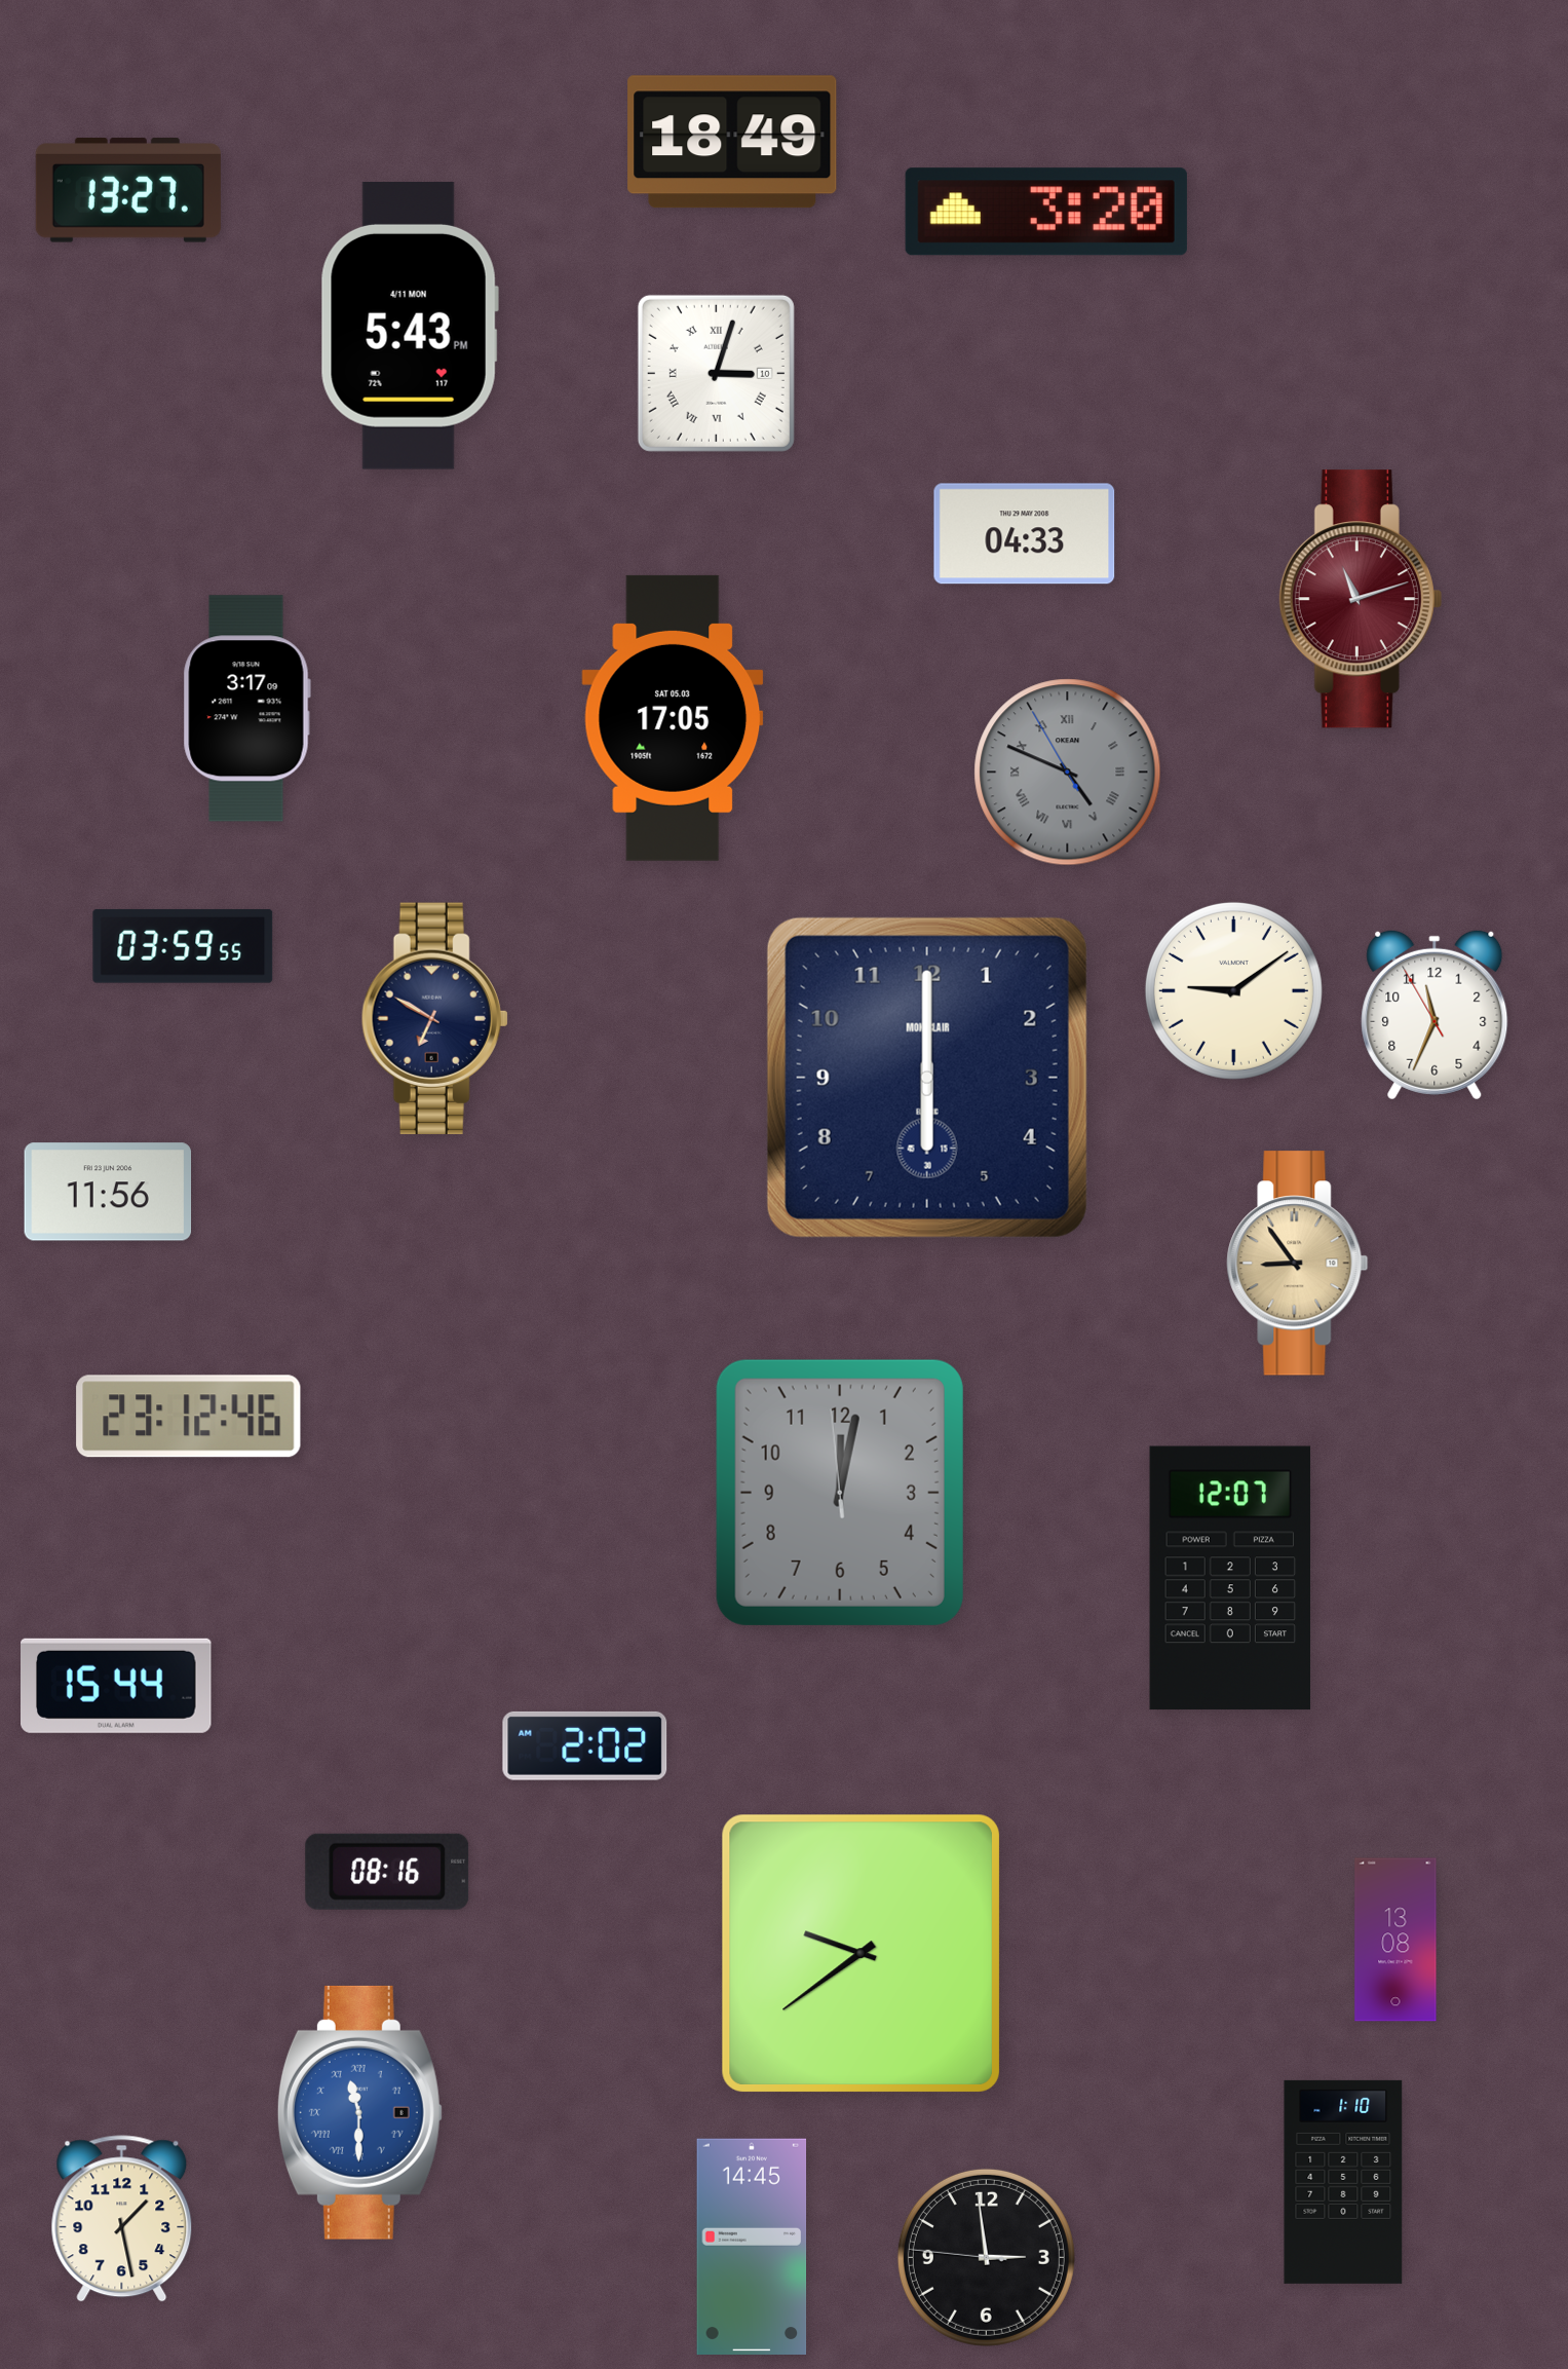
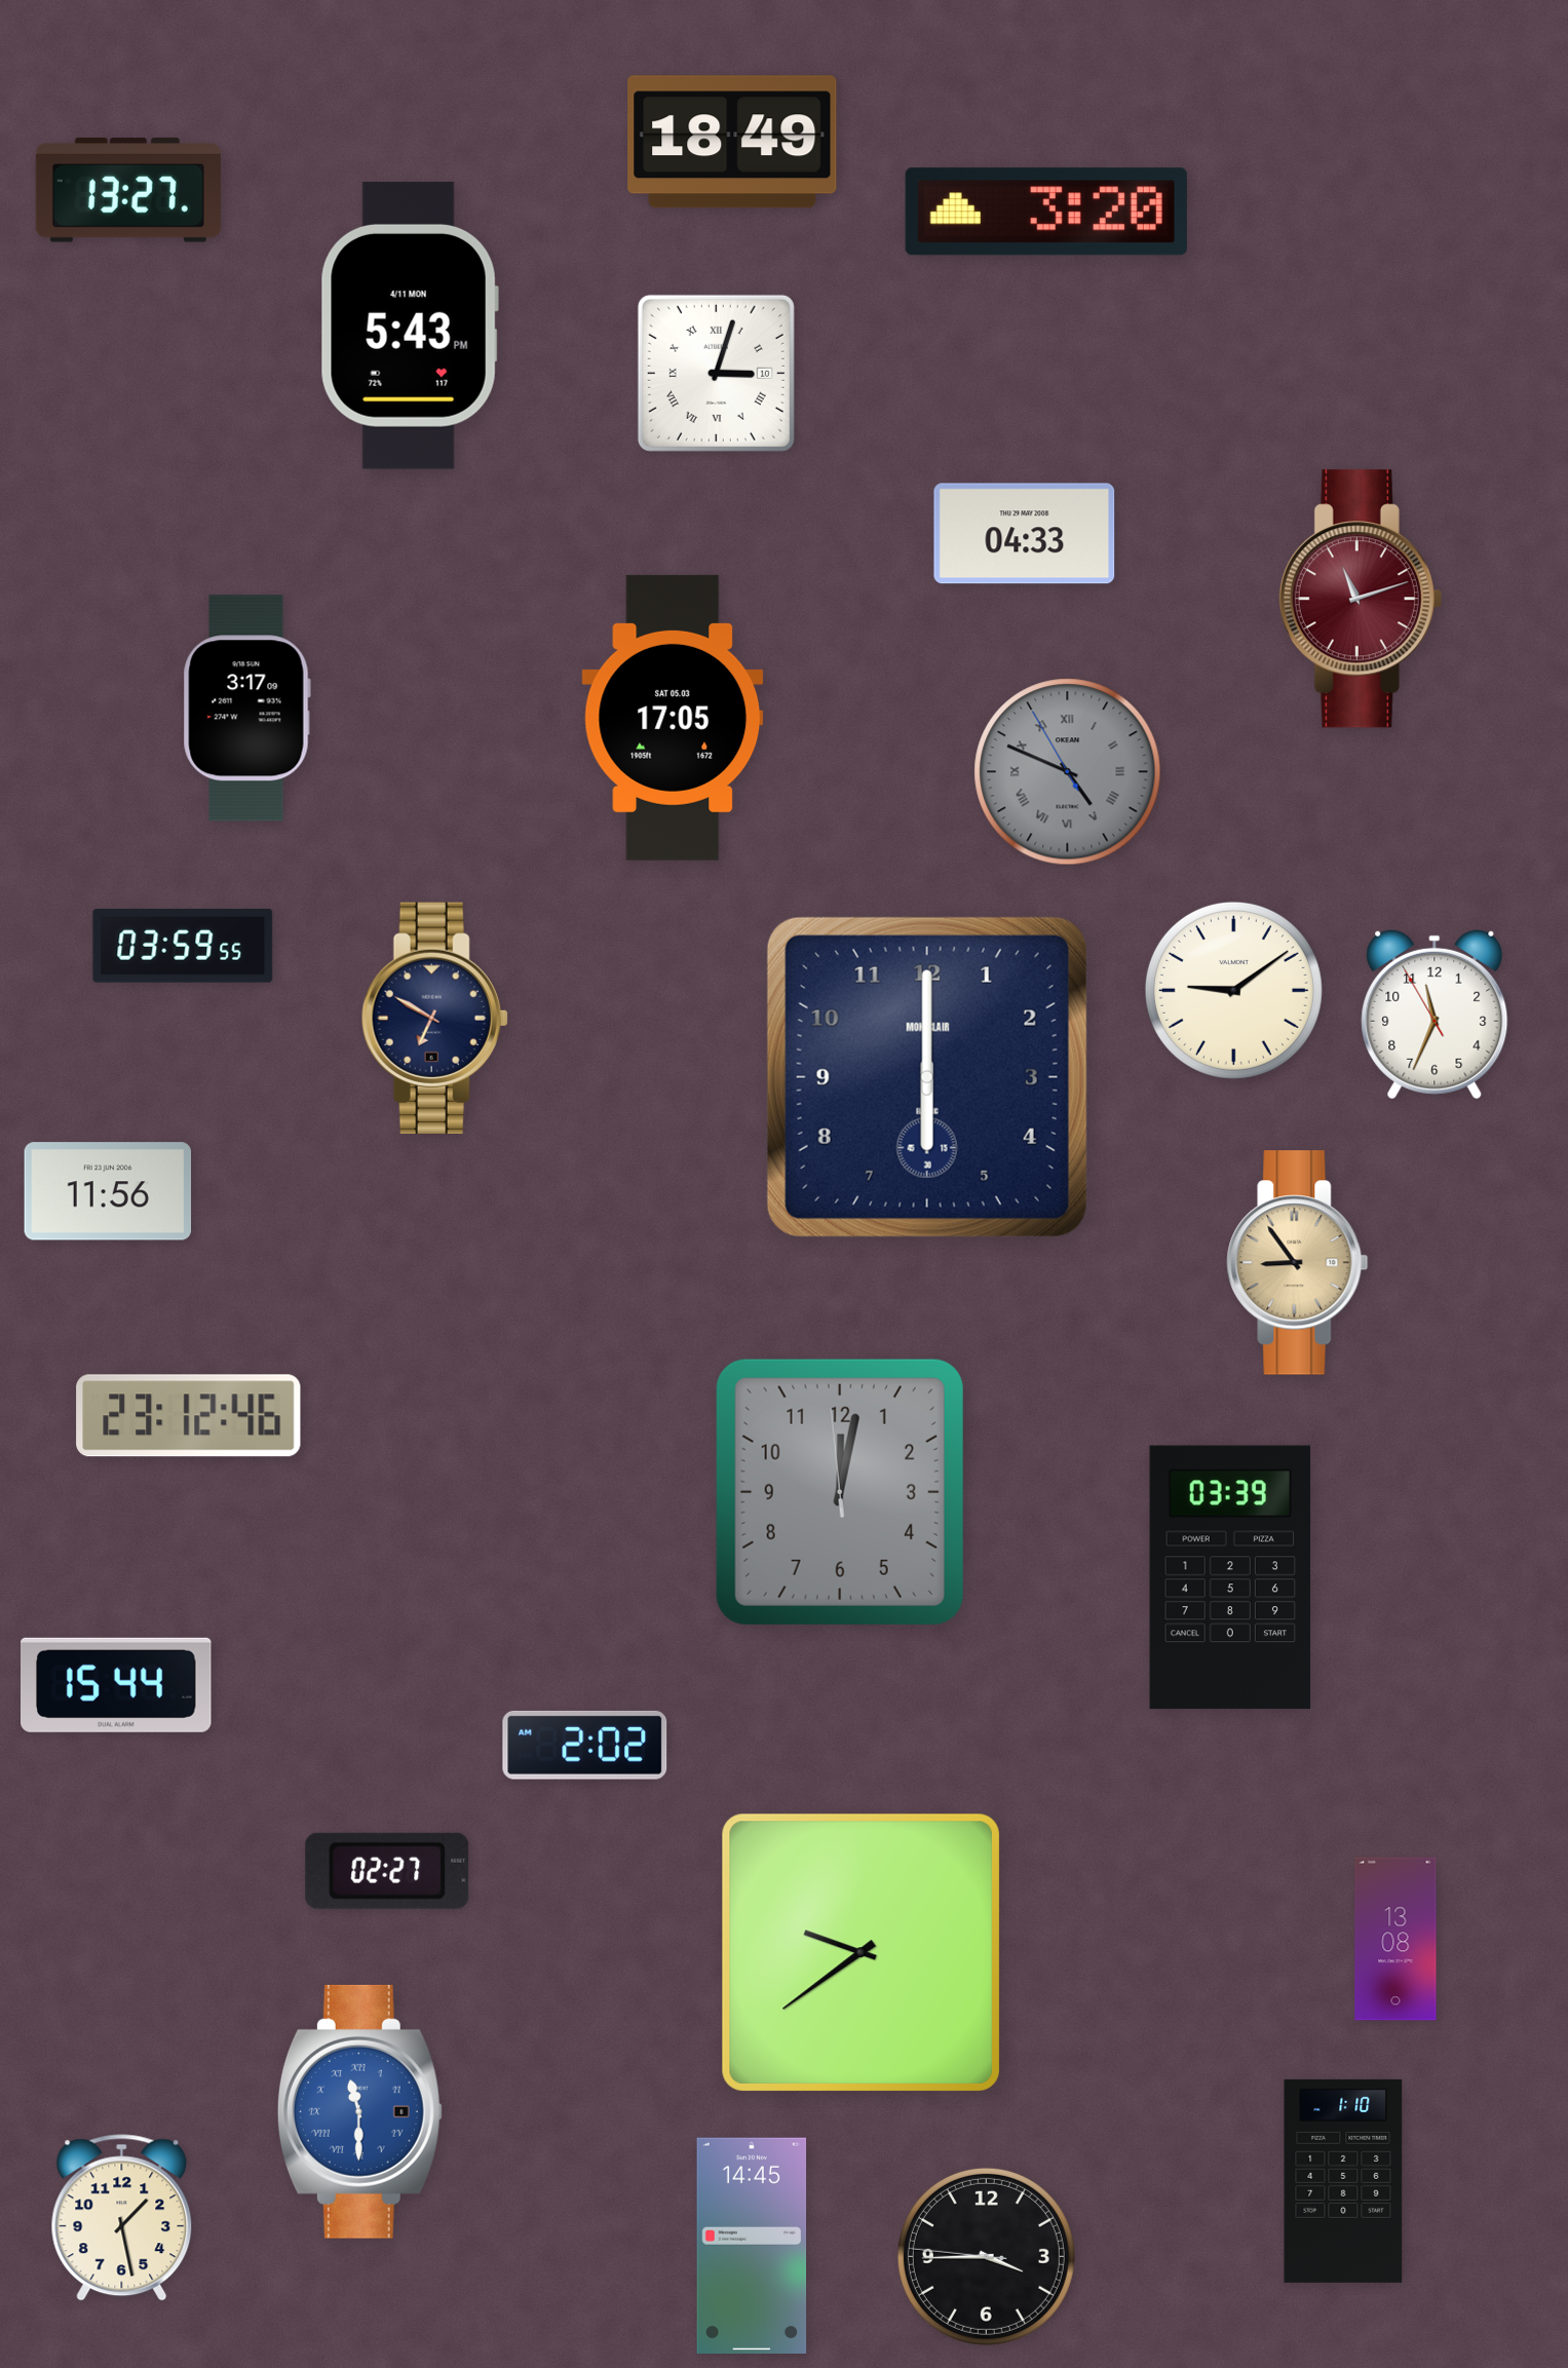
clock at (1230, 1578): 12:07 -> 03:39
clock at (387, 1872): 08:16 -> 02:27
clock at (986, 2257): 2:58 -> 3:44
